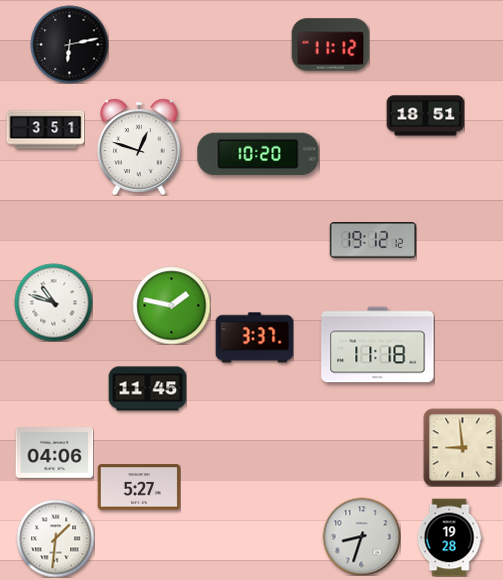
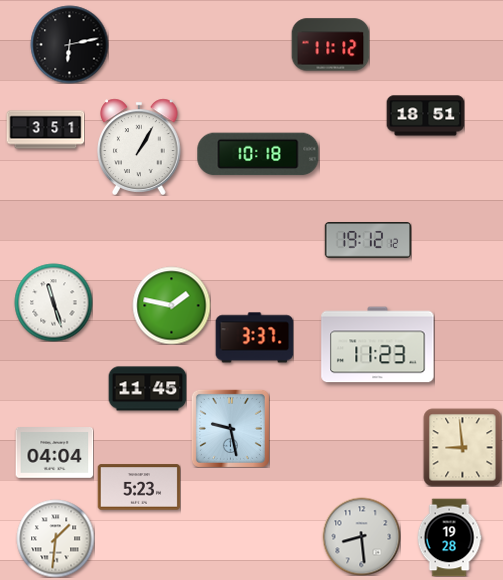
clock at (140, 147): 12:48 -> 1:05
clock at (258, 154): 10:20 -> 10:18
clock at (373, 241) position: (373, 241) -> (368, 241)
clock at (53, 302): 10:48 -> 11:27
clock at (378, 345): 11:18 -> 11:23
clock at (230, 428): none -> 9:28
clock at (54, 453): 04:06 -> 04:04
clock at (139, 487): 5:27 -> 5:23
clock at (361, 536): 8:33 -> 8:29
